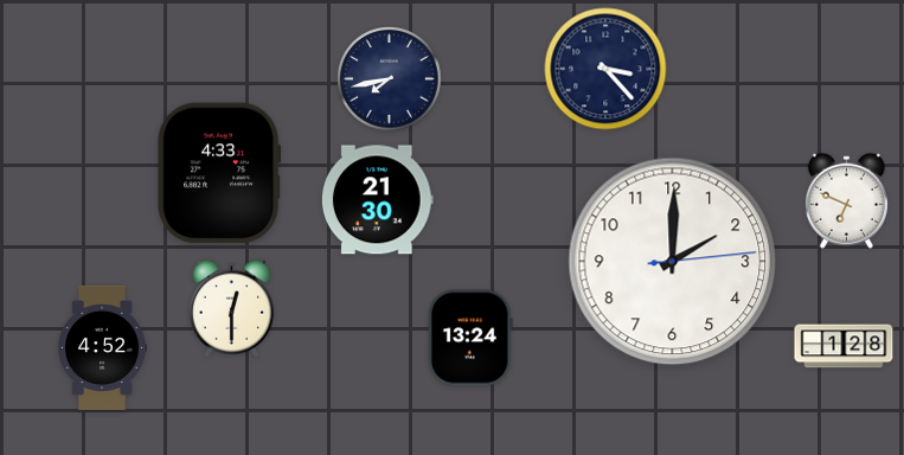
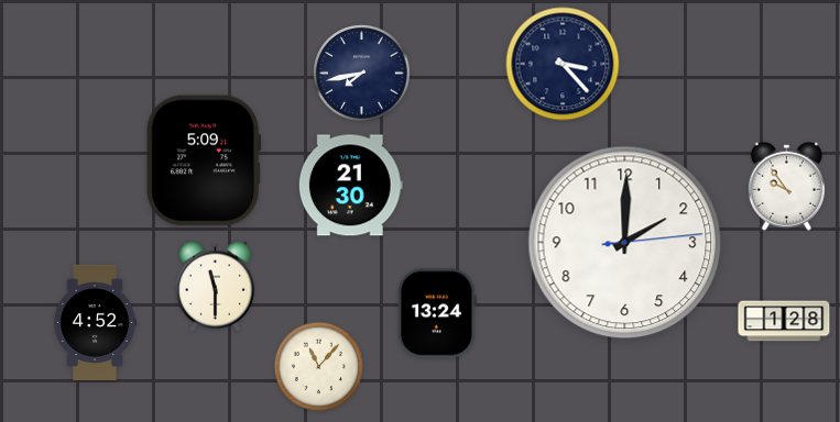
clock at (219, 173): 4:33 -> 5:09
clock at (846, 200): 6:49 -> 9:54
clock at (232, 308): 12:30 -> 11:30
clock at (319, 367): none -> 11:07
